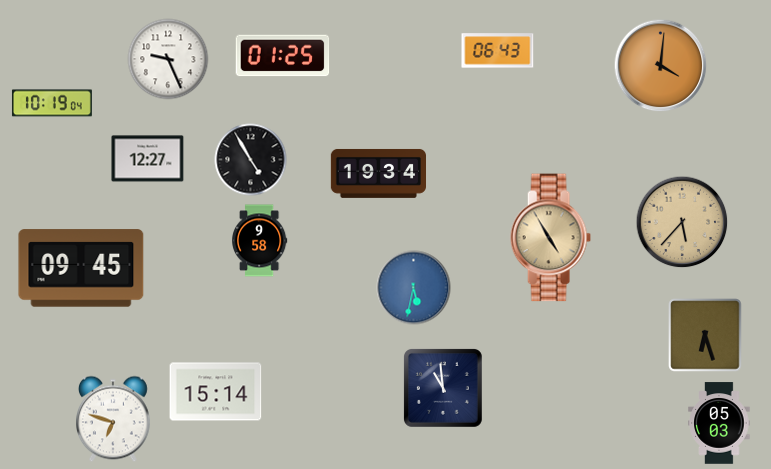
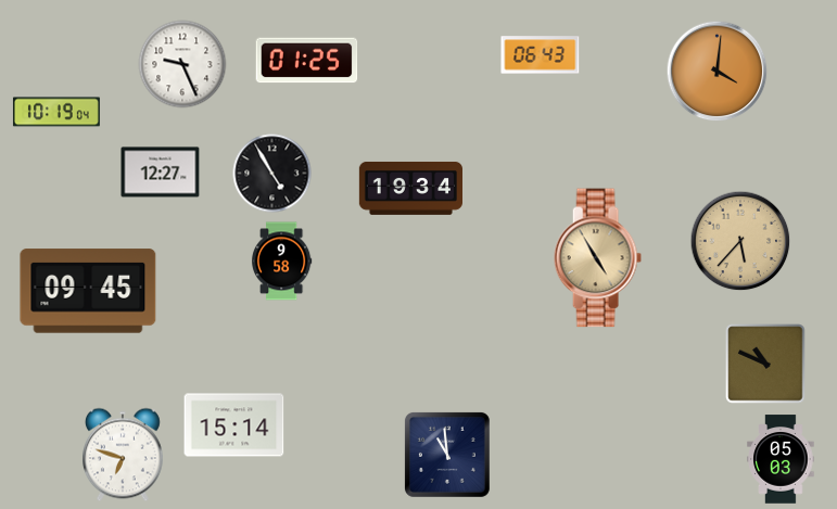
clock at (414, 288): 5:32 -> none
clock at (705, 335): 6:27 -> 10:49
clock at (443, 388) position: (443, 388) -> (447, 455)
